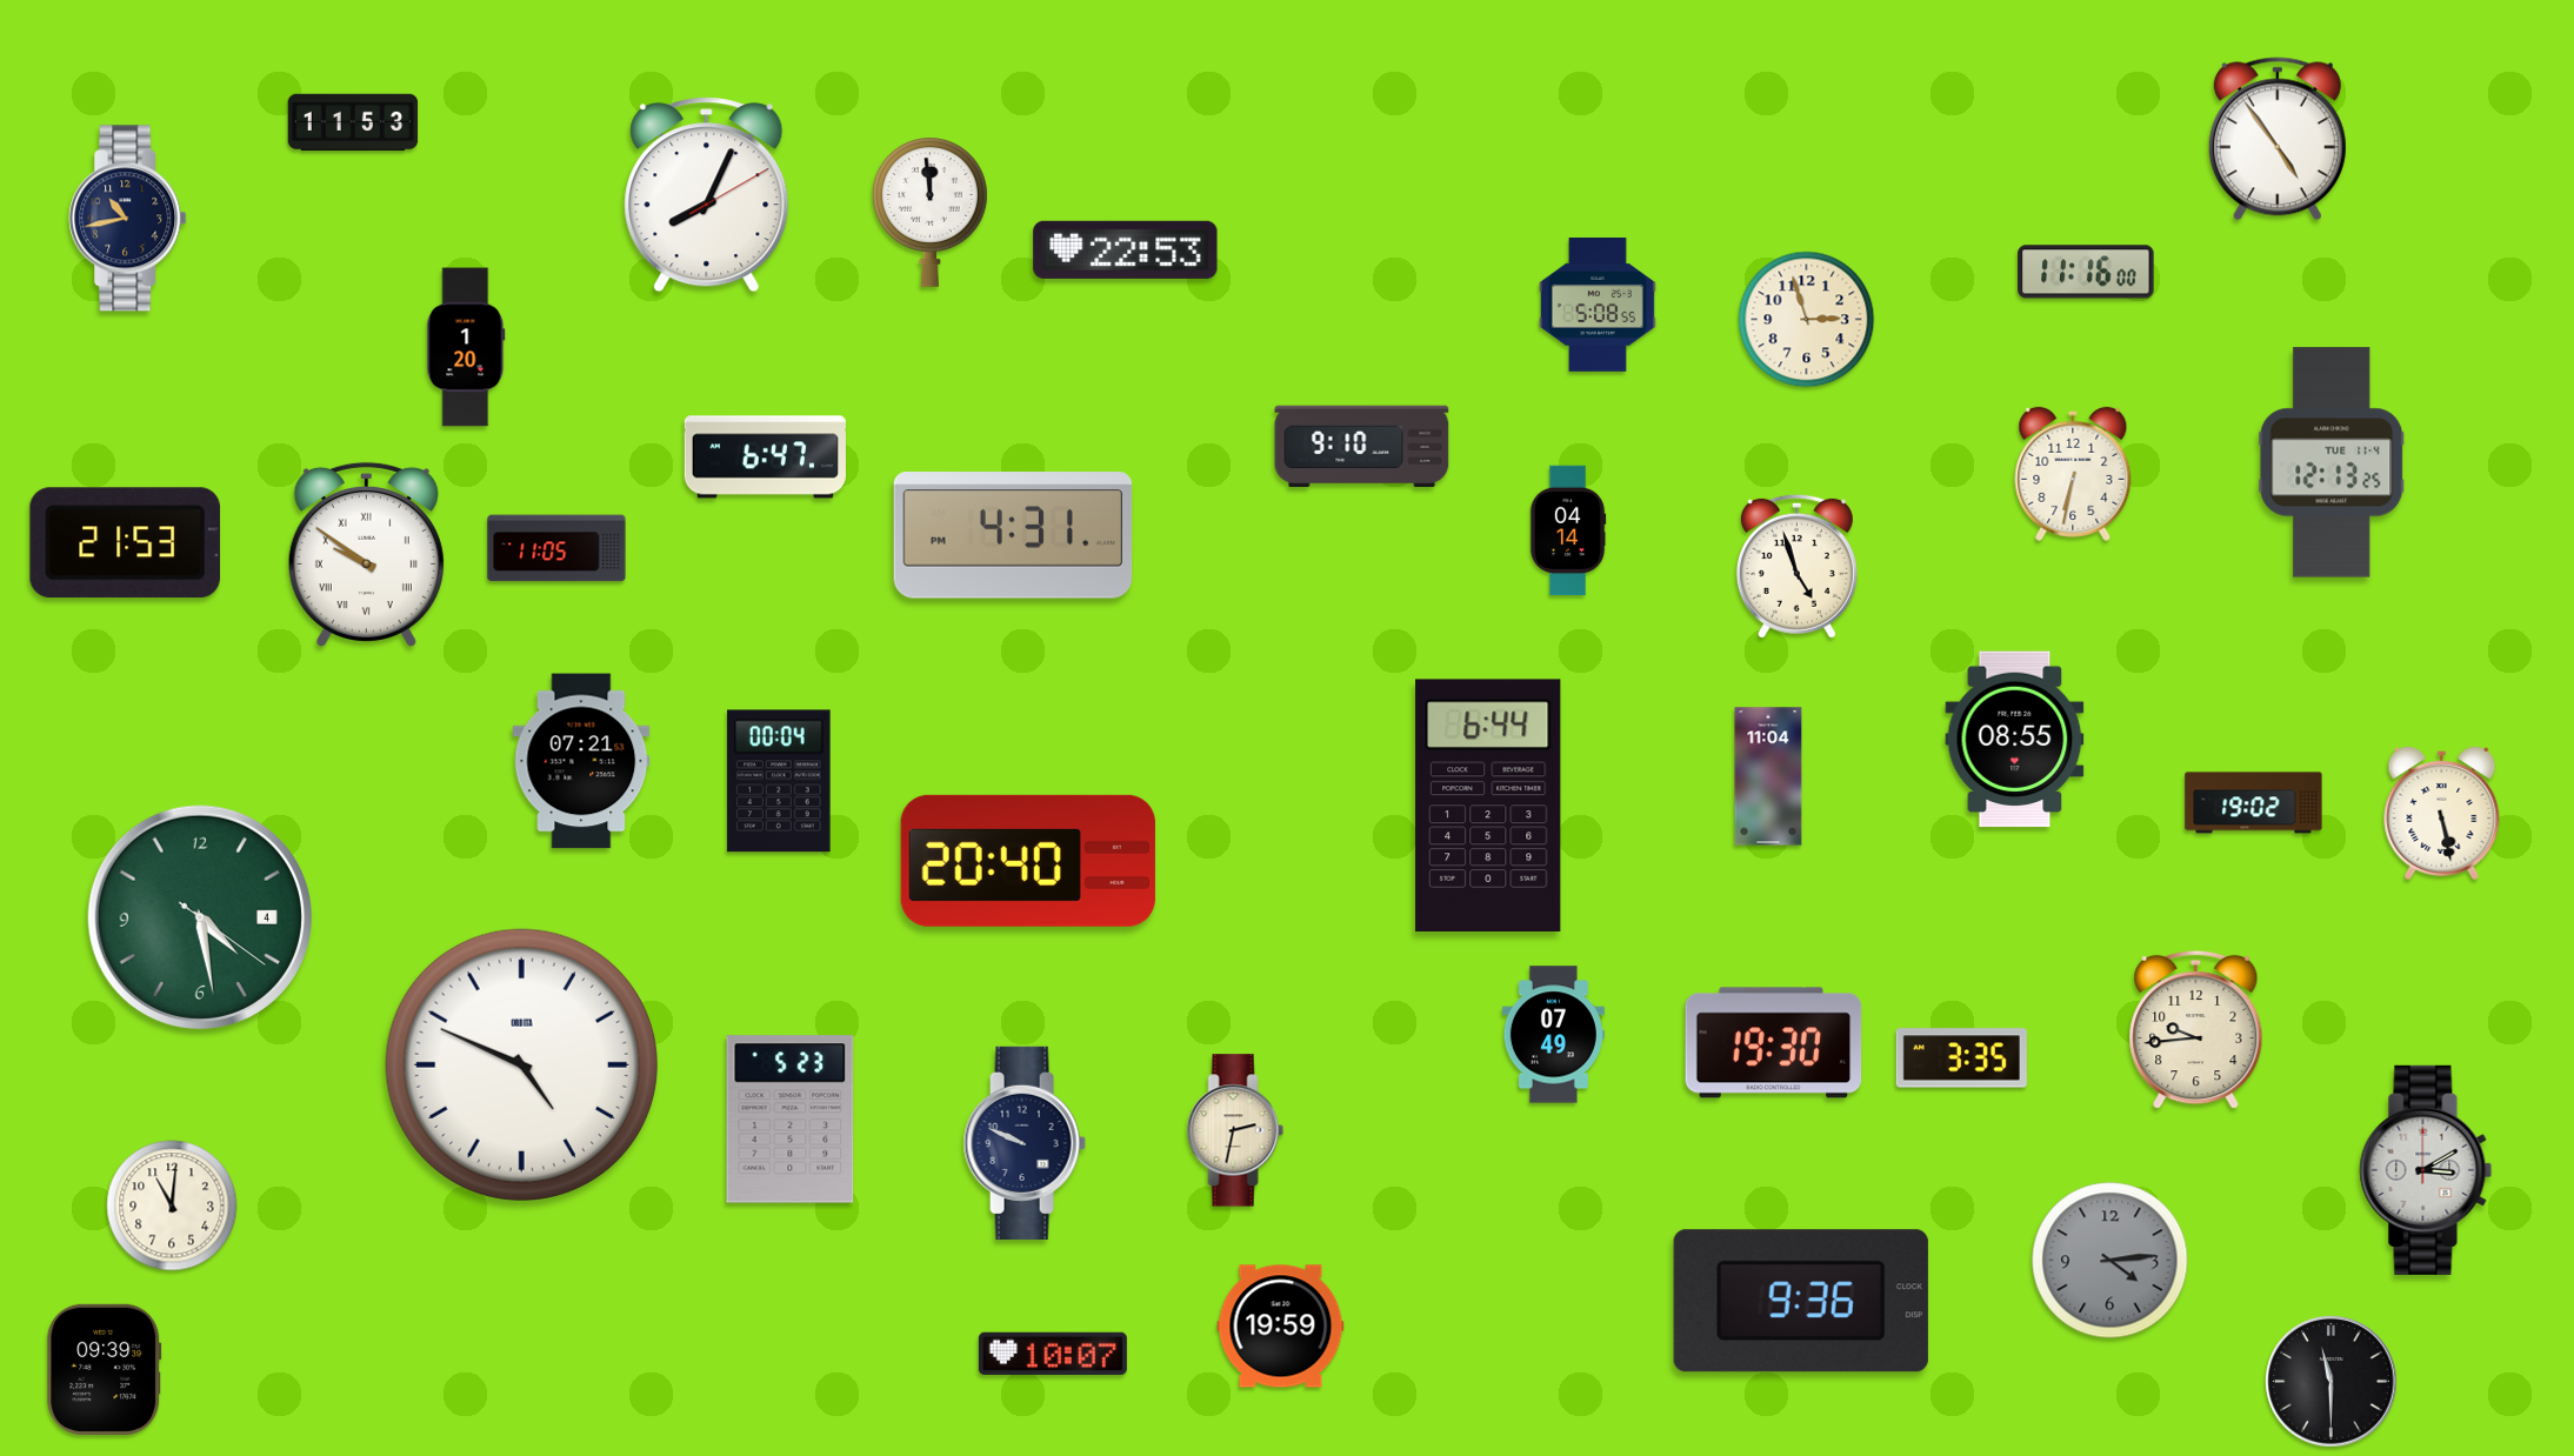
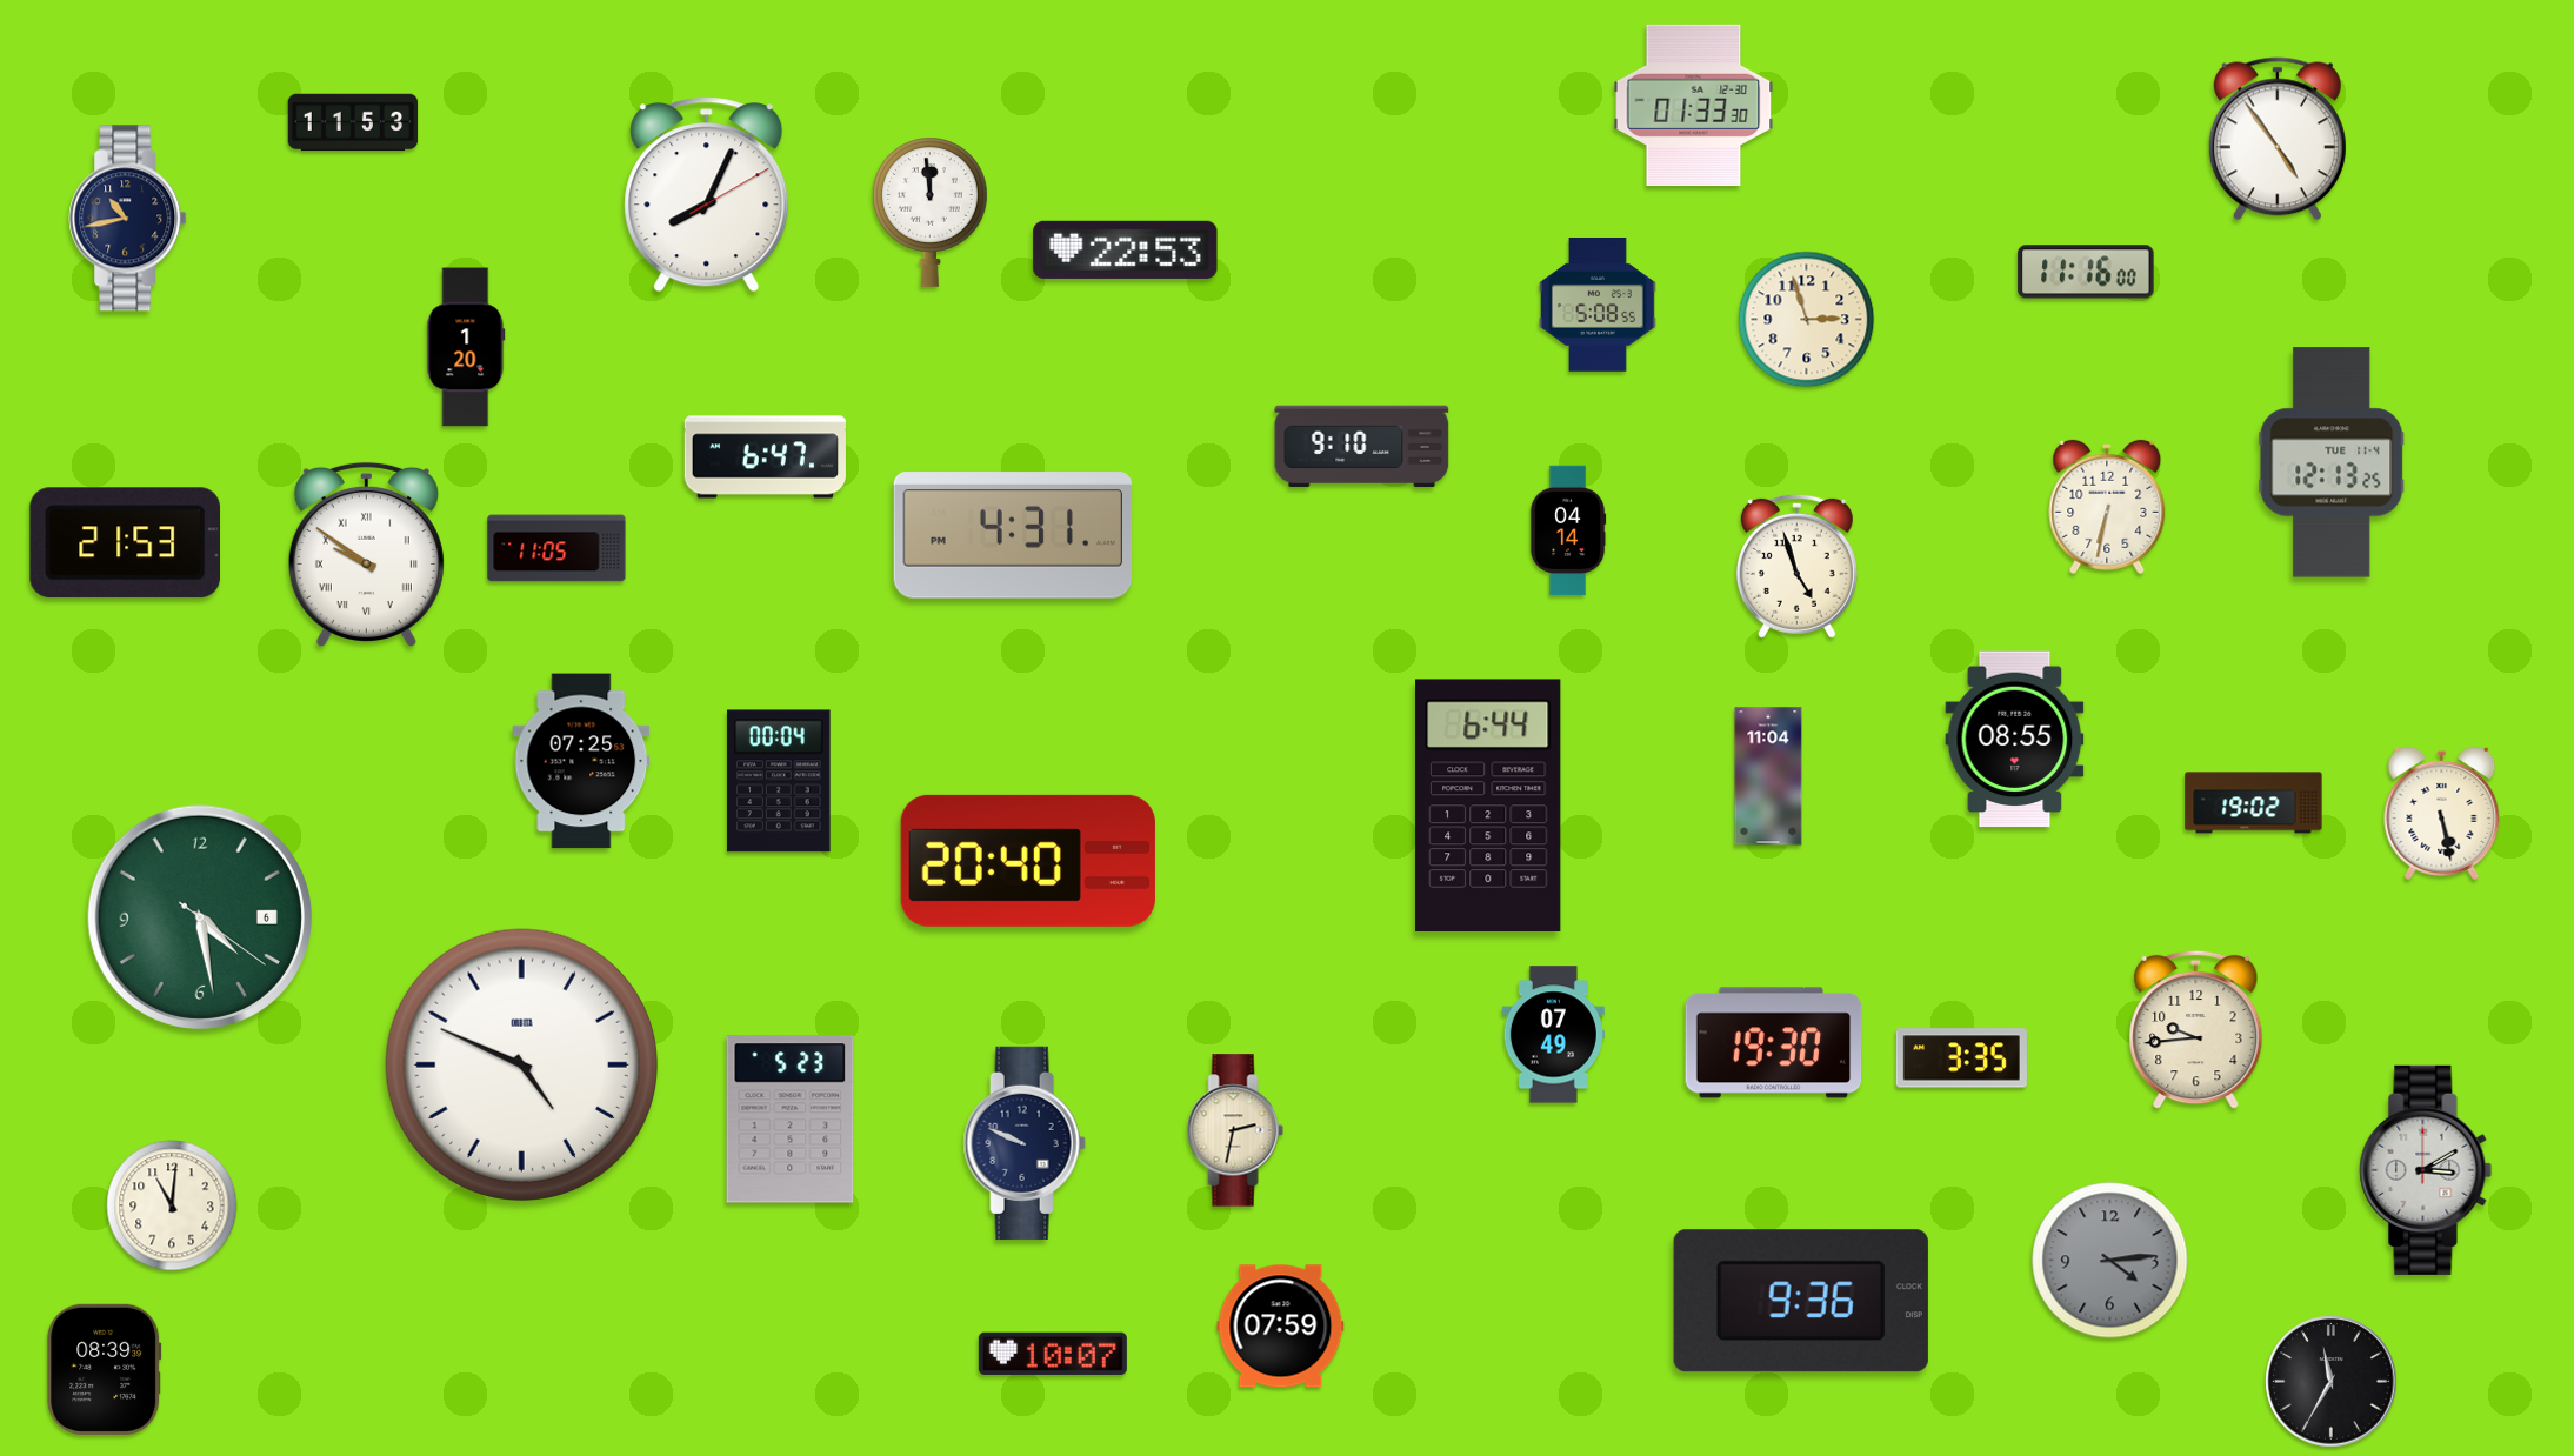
clock at (1694, 105): none -> 01:33
clock at (2073, 474) position: (2073, 474) -> (2107, 507)
clock at (581, 761): 07:21 -> 07:25
clock at (200, 917) date: 4 -> 6
clock at (1281, 1327): 19:59 -> 07:59
clock at (105, 1369): 09:39 -> 08:39
clock at (2332, 1382): 11:30 -> 11:35
